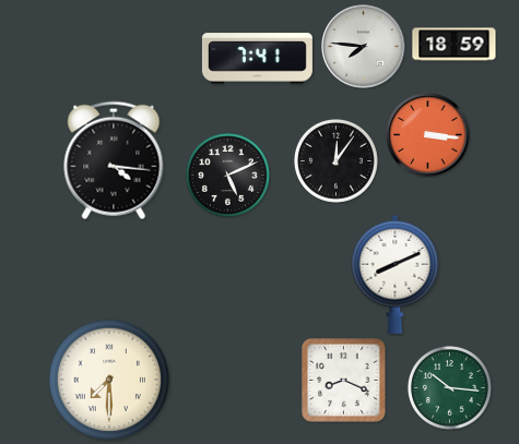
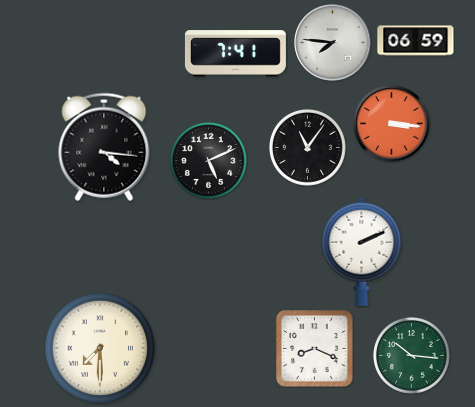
clock at (455, 45): 18:59 -> 06:59
clock at (335, 160): 12:06 -> 11:06
clock at (396, 274): 8:11 -> 2:11
